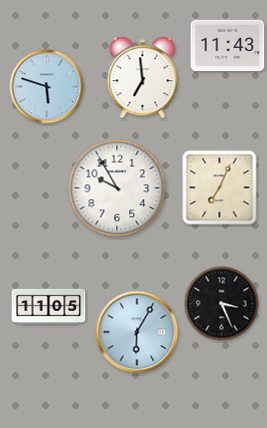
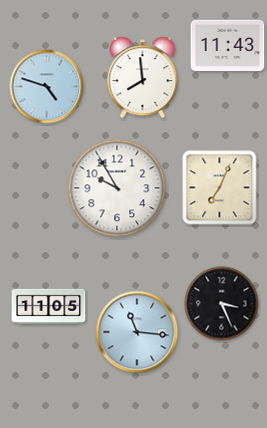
clock at (143, 78): 6:59 -> 7:59
clock at (47, 87): 5:48 -> 4:48
clock at (137, 332): 6:05 -> 11:16
